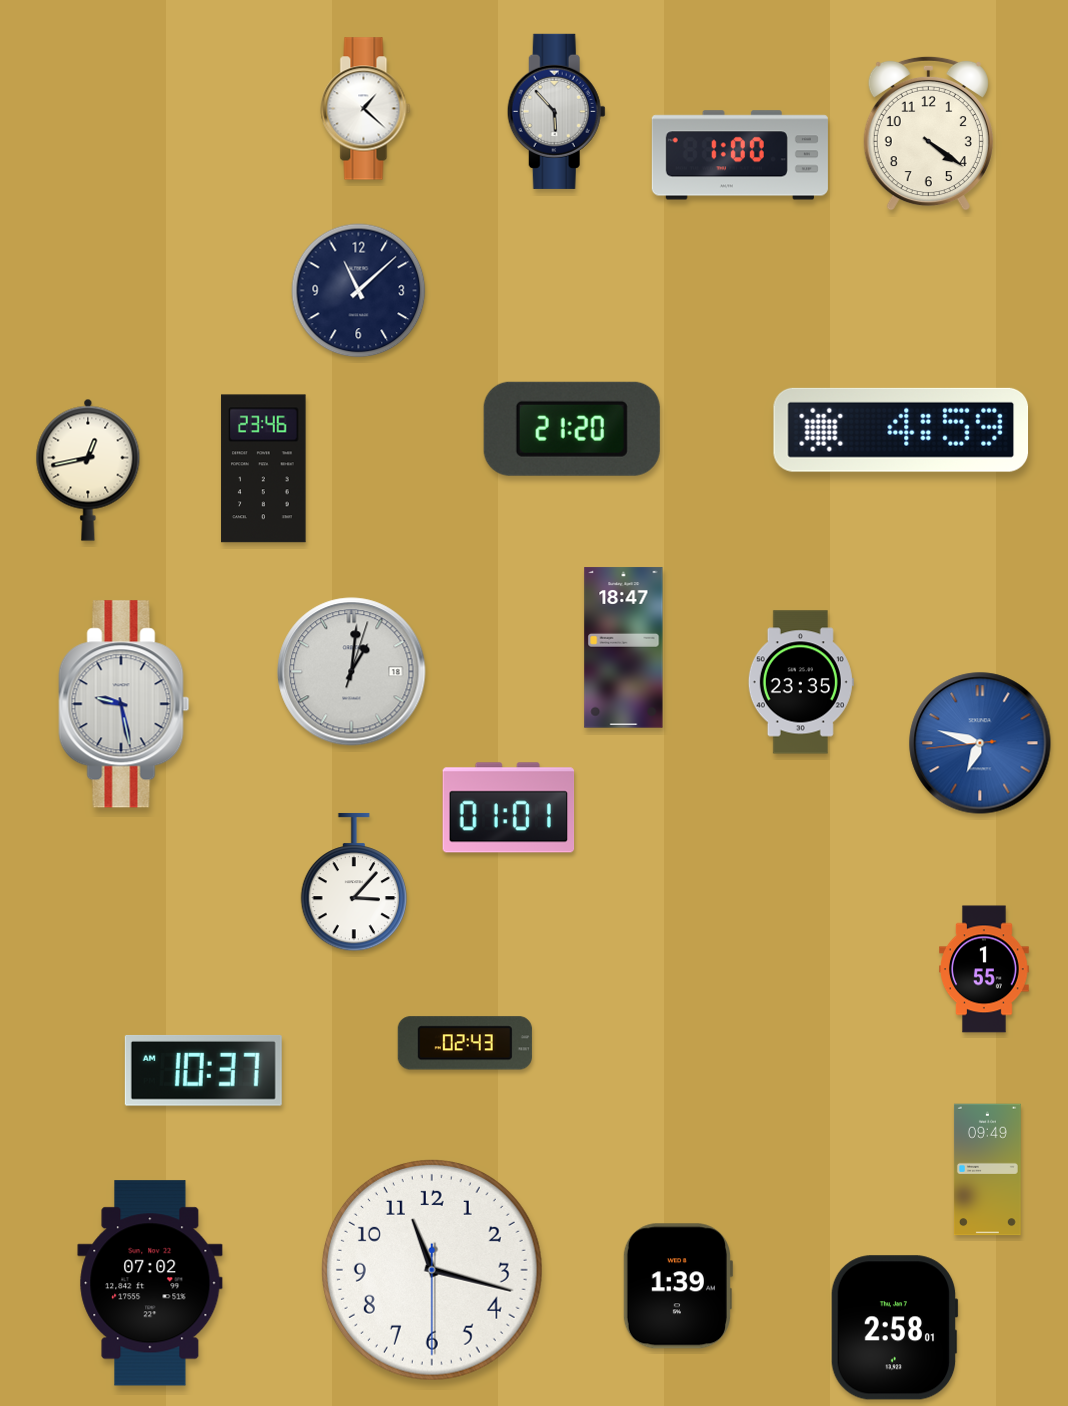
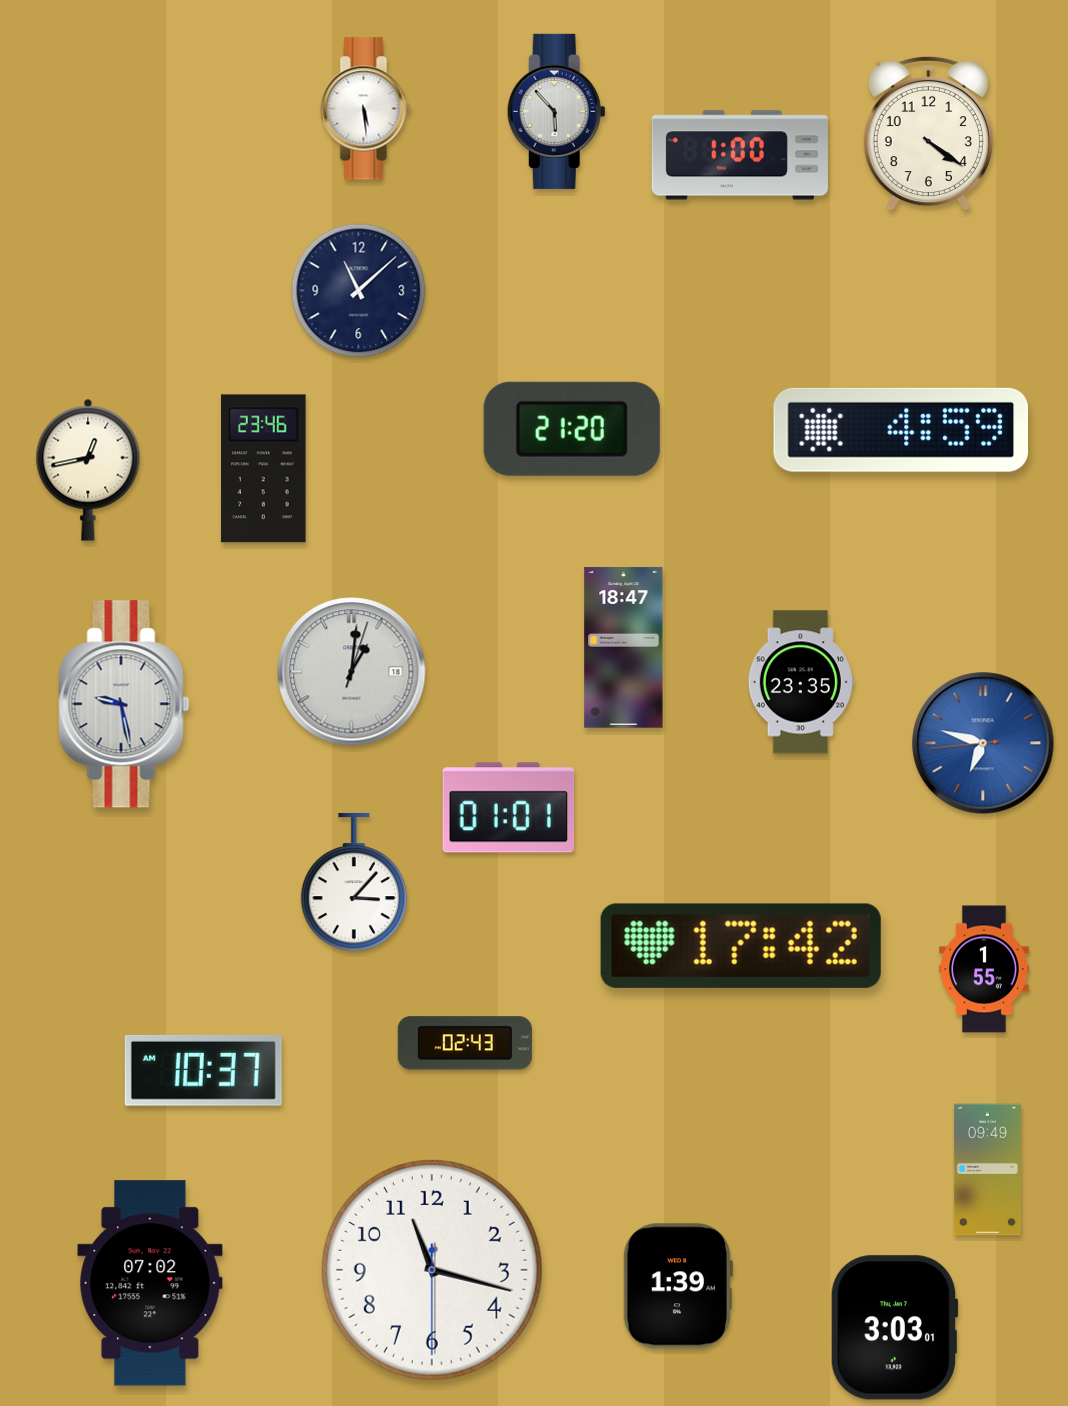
clock at (366, 109): 1:22 -> 5:29
clock at (980, 743) position: (980, 743) -> (983, 743)
clock at (741, 946): none -> 17:42
clock at (894, 1328): 2:58 -> 3:03
